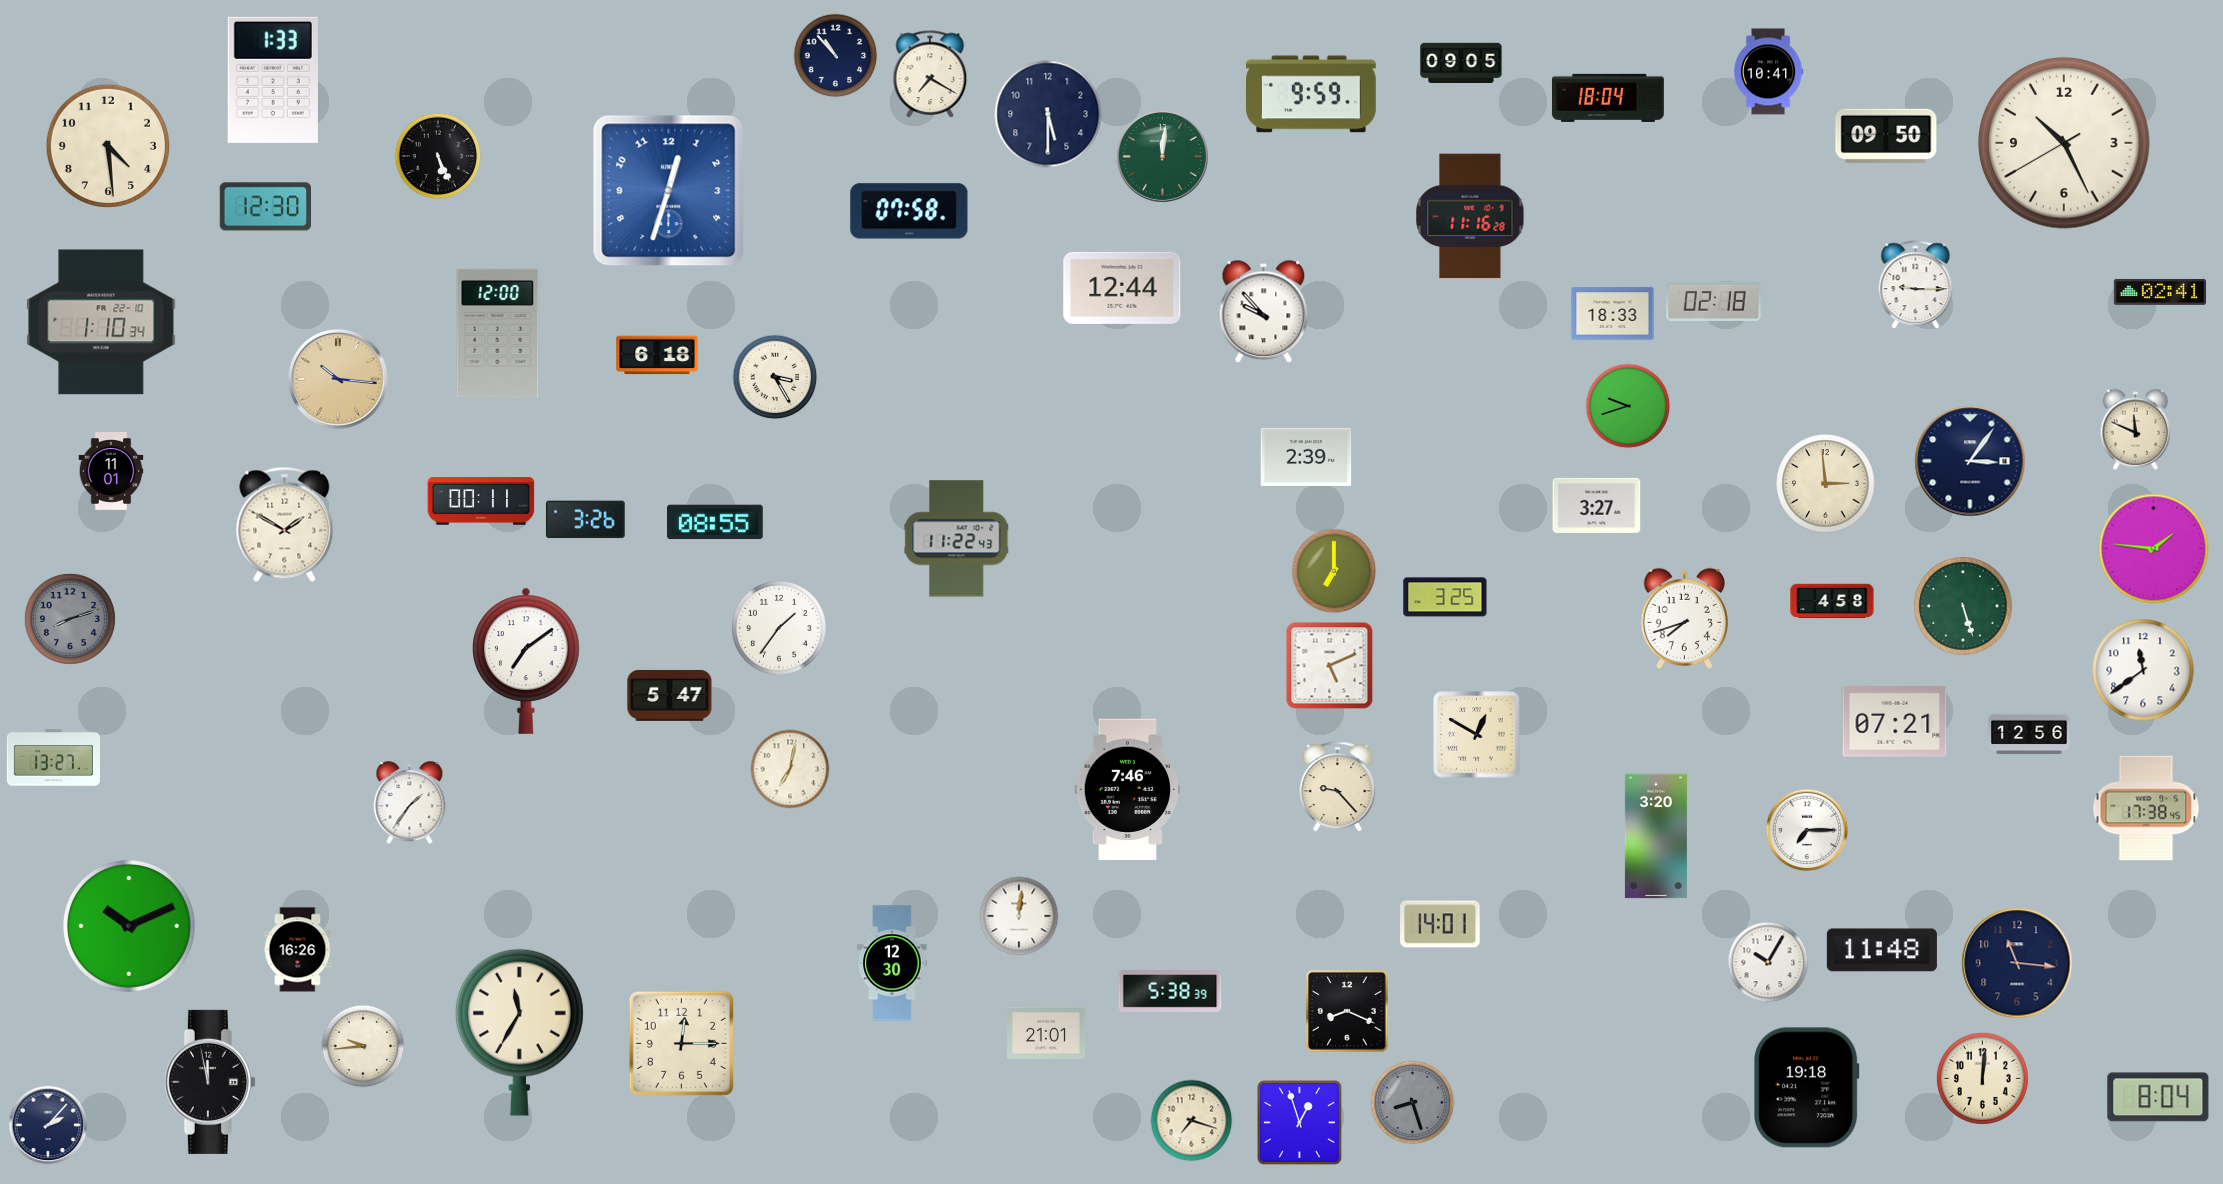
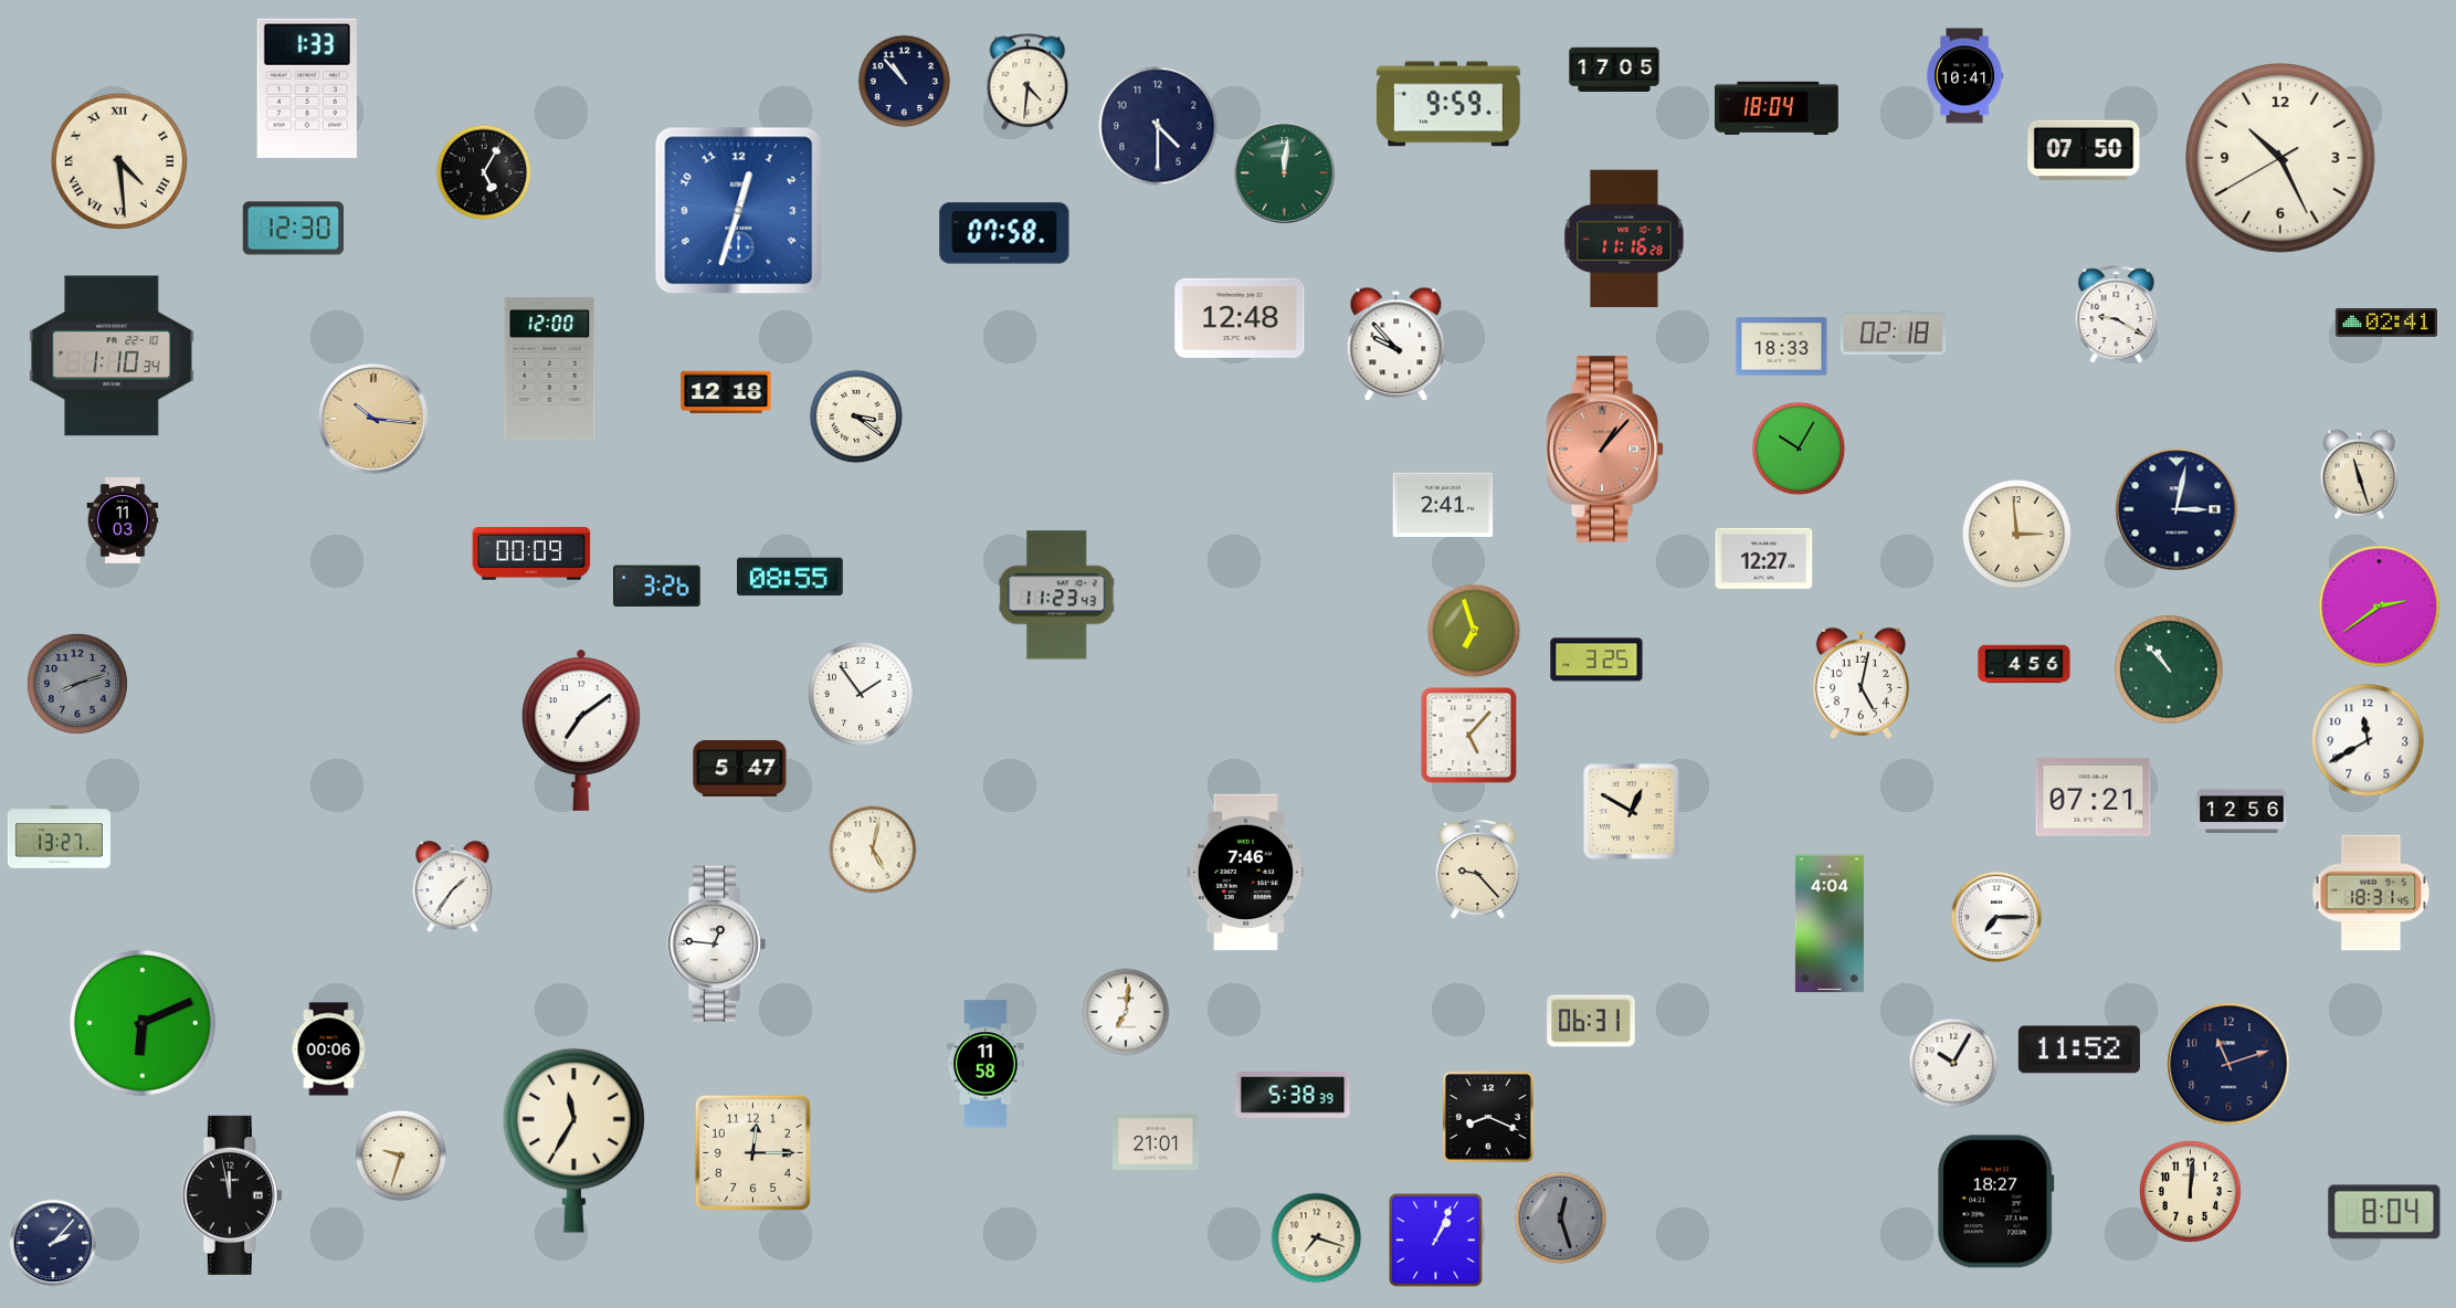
clock at (836, 56) position: (836, 56) -> (905, 82)
clock at (1461, 62): 09:05 -> 17:05
clock at (1768, 72) position: (1768, 72) -> (1964, 76)
clock at (930, 75): 7:20 -> 4:31
clock at (273, 80) position: (273, 80) -> (307, 88)
clock at (1048, 114): 5:30 -> 4:30
clock at (1886, 136): 09:50 -> 07:50
clock at (108, 146) numerals: Arabic -> Roman
clock at (438, 156): 5:26 -> 5:05
clock at (1916, 285): 9:15 -> 9:20
clock at (1122, 288): 12:44 -> 12:48
clock at (657, 355): 6:18 -> 12:18
clock at (775, 377): 3:25 -> 3:21
clock at (1628, 406): 9:42 -> 10:05
clock at (1605, 450): none -> 1:07
clock at (2136, 429): 11:49 -> 11:27
clock at (1306, 456): 2:39 -> 2:41
clock at (1970, 461): 3:06 -> 3:02
clock at (111, 472): 11:01 -> 11:03
clock at (481, 501): 00:11 -> 00:09
clock at (1597, 505): 3:27 -> 12:27
clock at (585, 520) position: (585, 520) -> (656, 587)
clock at (285, 525): 1:50 -> none
clock at (957, 539): 11:22 -> 11:23
clock at (2154, 549): 1:46 -> 2:39
clock at (1334, 571): 7:00 -> 6:57
clock at (1832, 601): 4:58 -> 4:56
clock at (1963, 606): 5:27 -> 10:53
clock at (1684, 618): 7:42 -> 5:02
clock at (780, 629): 1:36 -> 1:54
clock at (1330, 666): 5:11 -> 5:07
clock at (2143, 670): 11:39 -> 11:40
clock at (790, 769): 7:02 -> 5:02
clock at (2146, 808): 17:38 -> 18:31
clock at (1656, 836): 3:20 -> 4:04
clock at (717, 945): none -> 12:46
clock at (1019, 916): 12:01 -> 7:01
clock at (1440, 924): 14:01 -> 06:31
clock at (130, 927): 10:11 -> 6:11
clock at (298, 950): 16:26 -> 00:06
clock at (1882, 950): 11:48 -> 11:52
clock at (892, 963): 12:30 -> 11:58
clock at (2017, 963): 11:16 -> 11:12
clock at (363, 1046): 9:44 -> 9:33
clock at (1807, 1088): 19:18 -> 18:27
clock at (1413, 1103): 8:27 -> 12:27
clock at (1300, 1123): 12:57 -> 1:04
